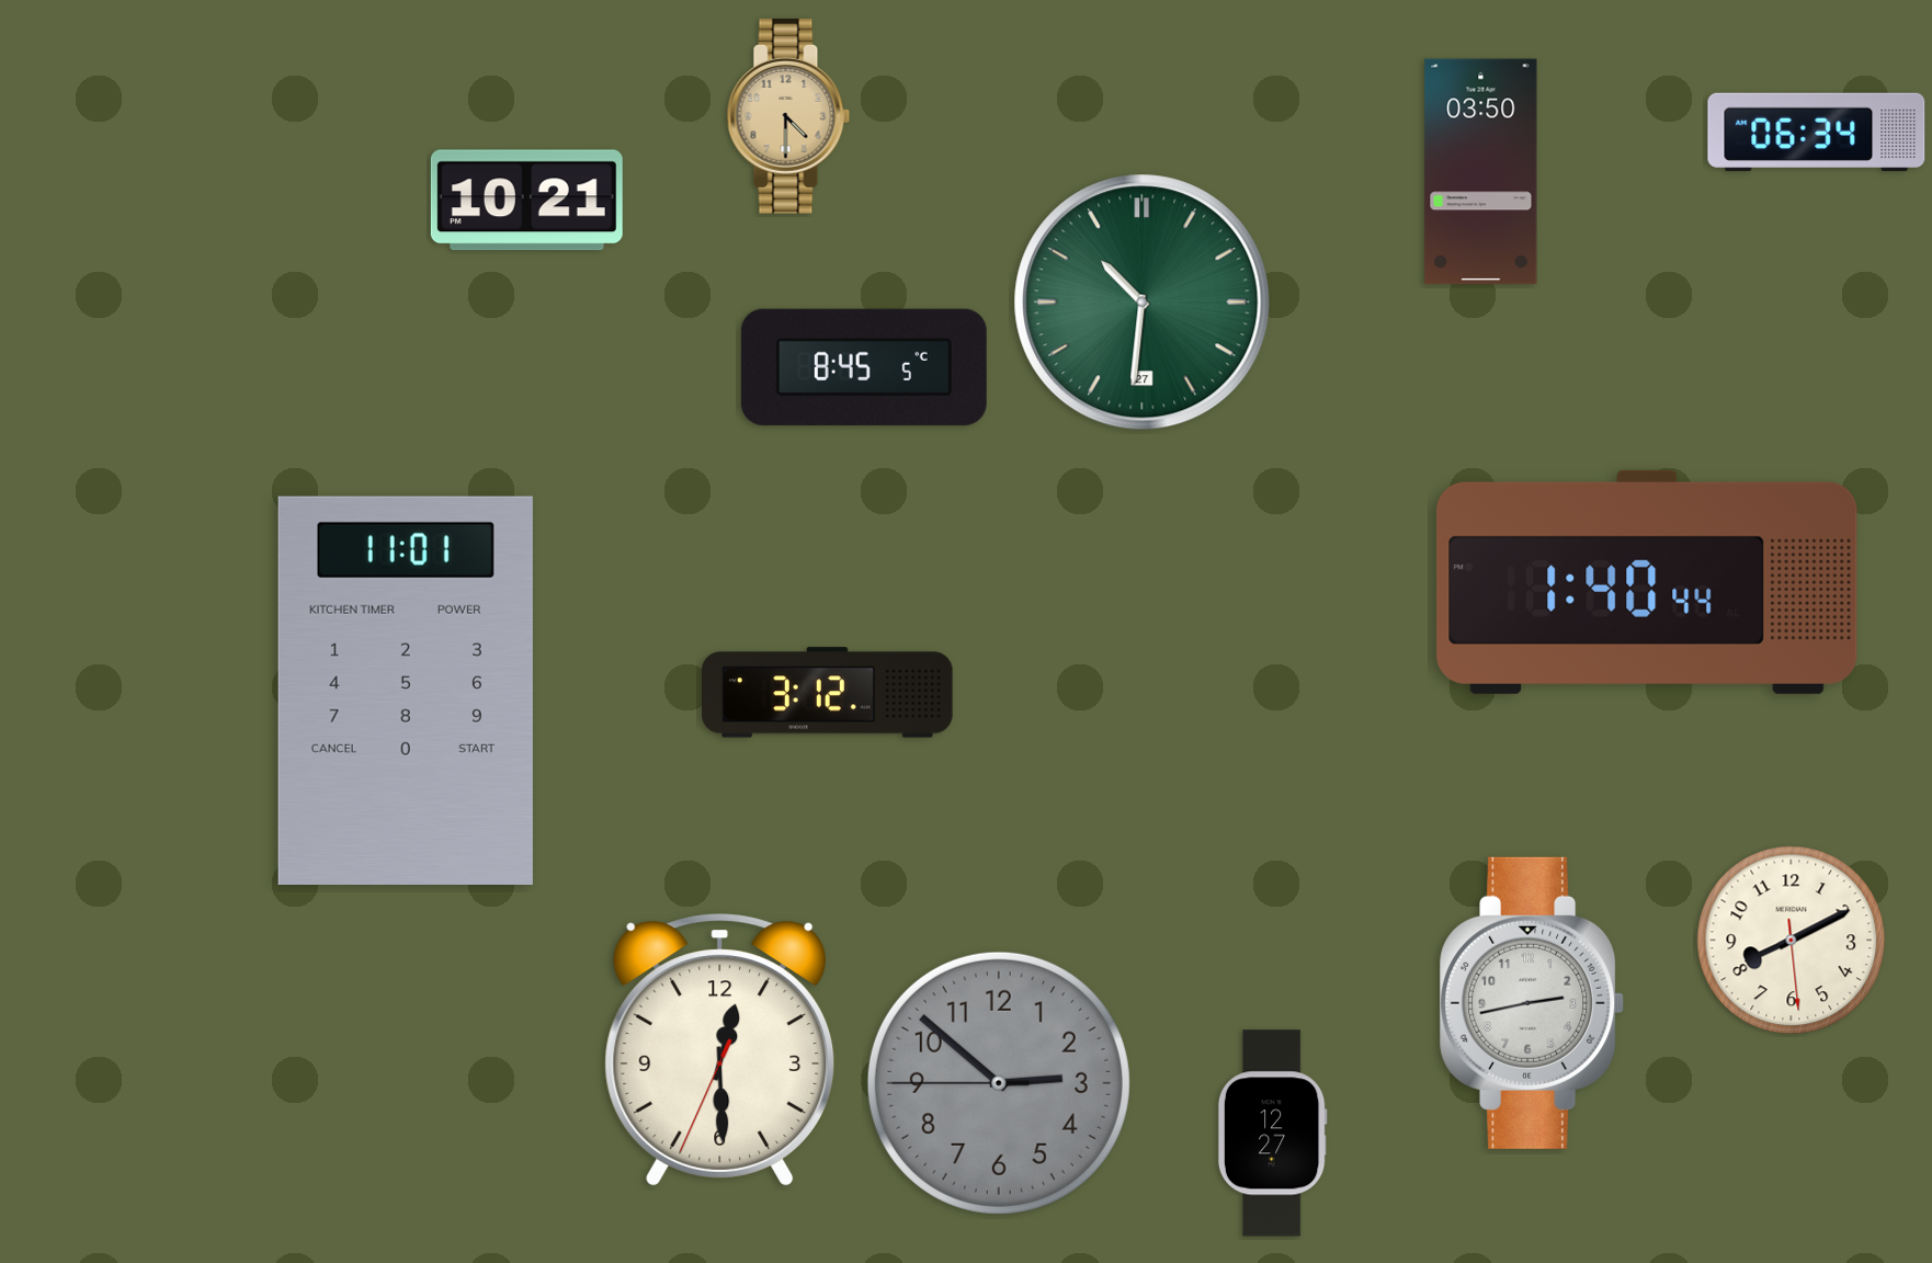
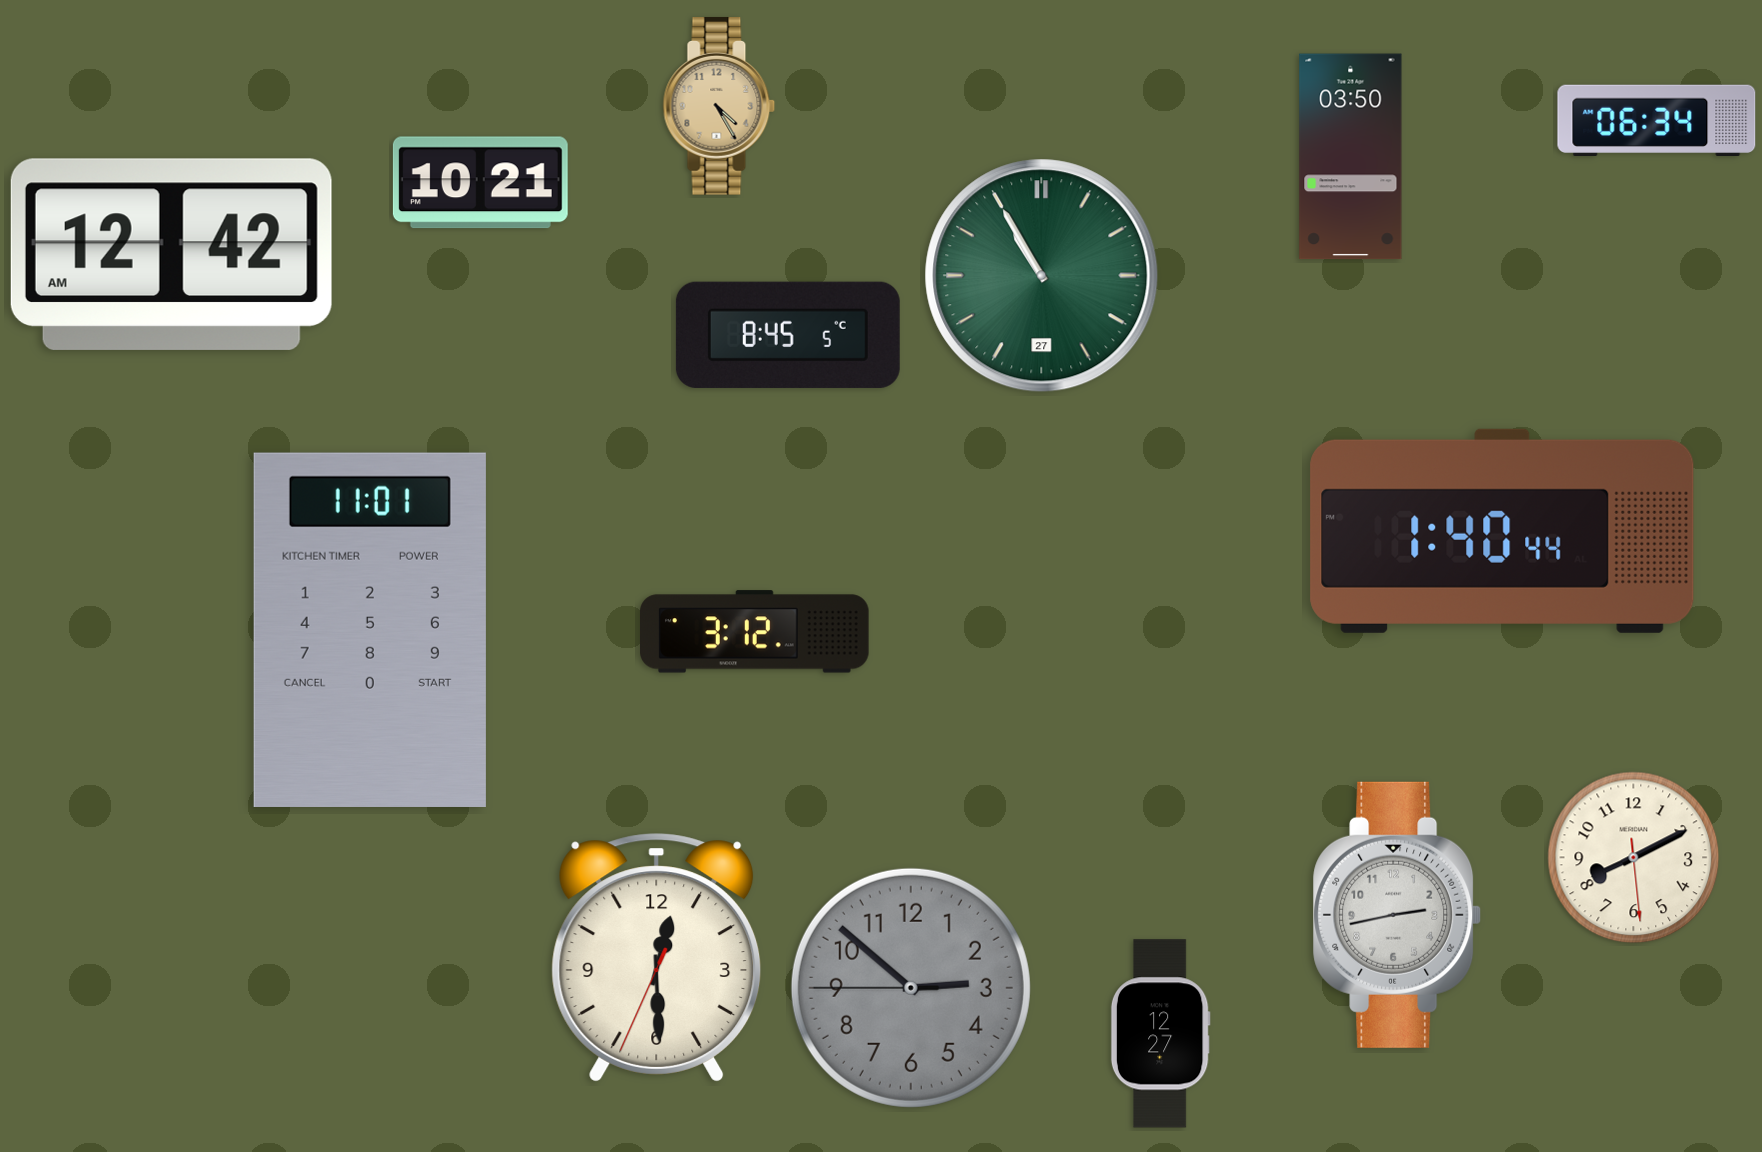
clock at (788, 116): 4:30 -> 4:25
clock at (171, 254): none -> 12:42
clock at (1143, 303): 10:31 -> 10:55
